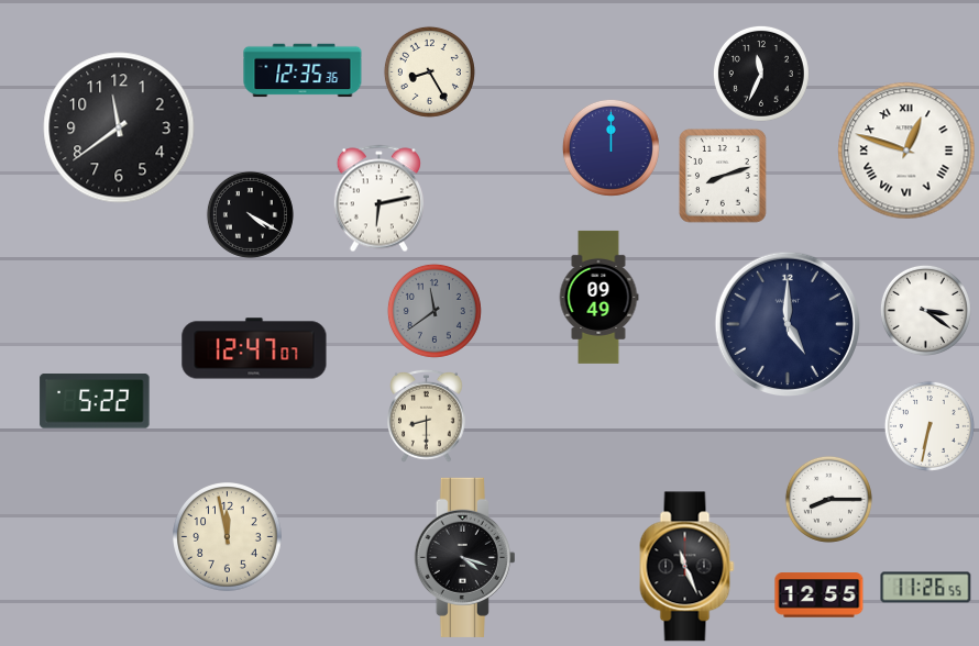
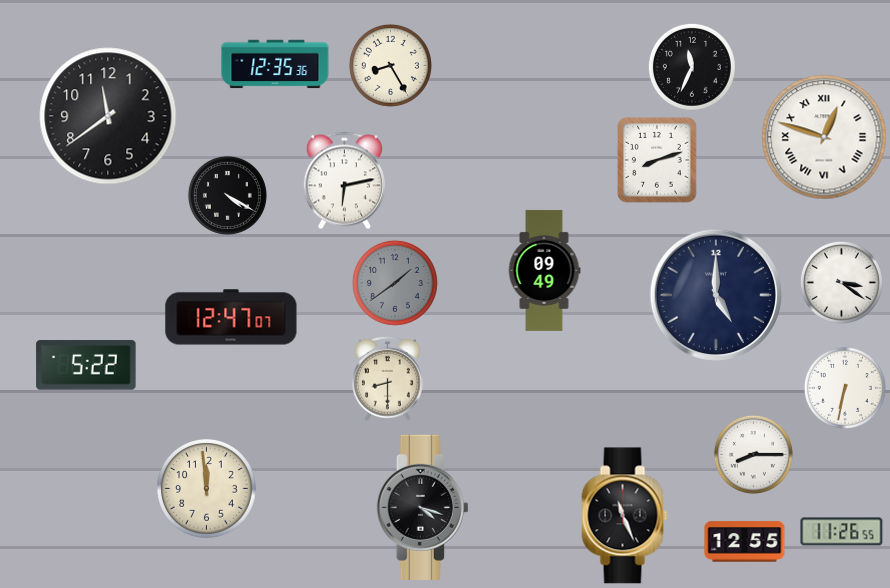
clock at (610, 147): 12:00 -> none
clock at (435, 311): 11:39 -> 1:39
clock at (228, 537): 11:58 -> 11:59
clock at (926, 588) position: (926, 588) -> (842, 532)
